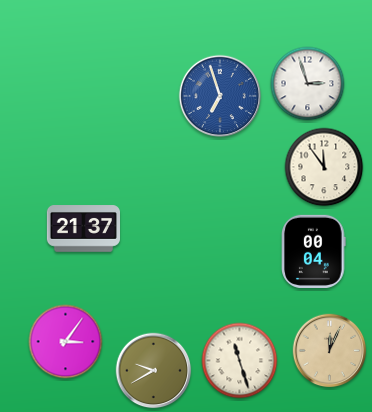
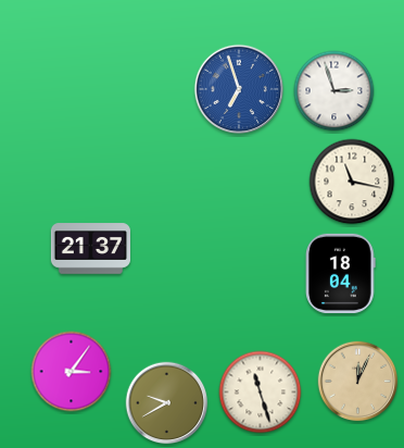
clock at (220, 96) position: (220, 96) -> (239, 89)
clock at (324, 167): 11:54 -> 11:17
clock at (314, 251): 00:04 -> 18:04
